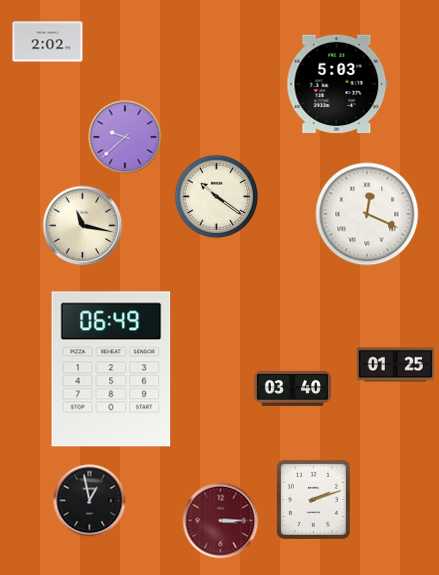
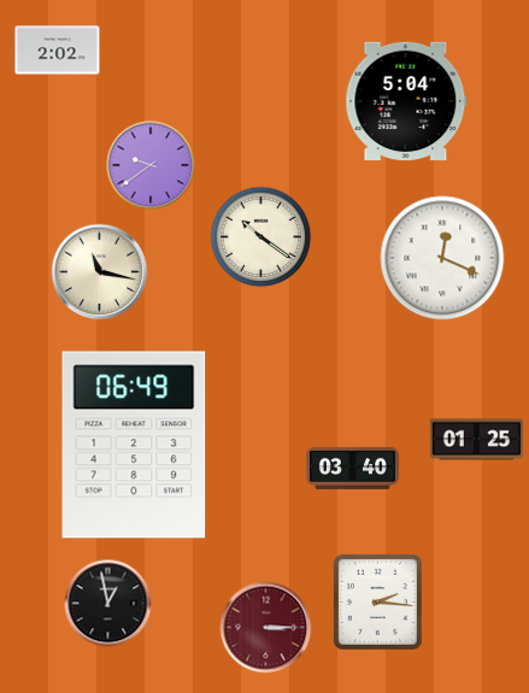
clock at (337, 84): 5:03 -> 5:04
clock at (125, 137): 9:38 -> 9:39
clock at (313, 499): 2:12 -> 2:16
